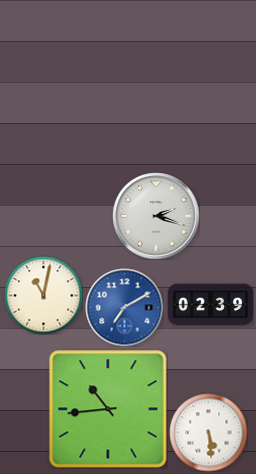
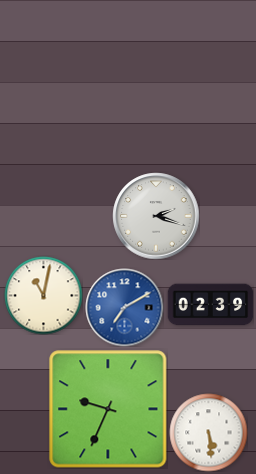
clock at (108, 409): 10:44 -> 9:34
